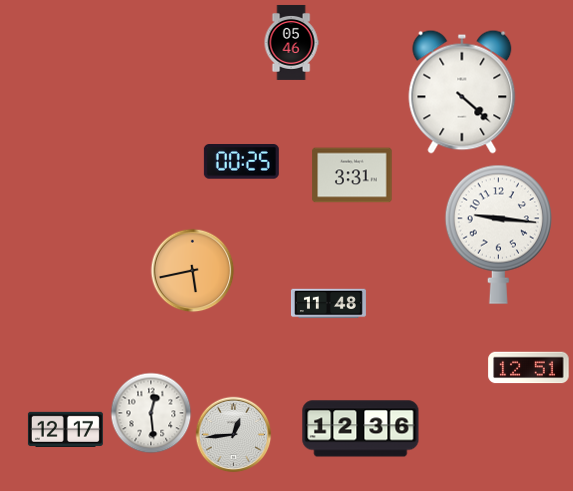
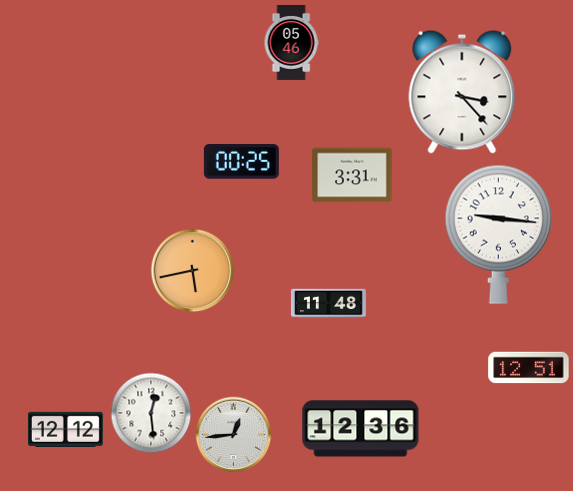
clock at (462, 92): 4:22 -> 3:23
clock at (65, 429): 12:17 -> 12:12
